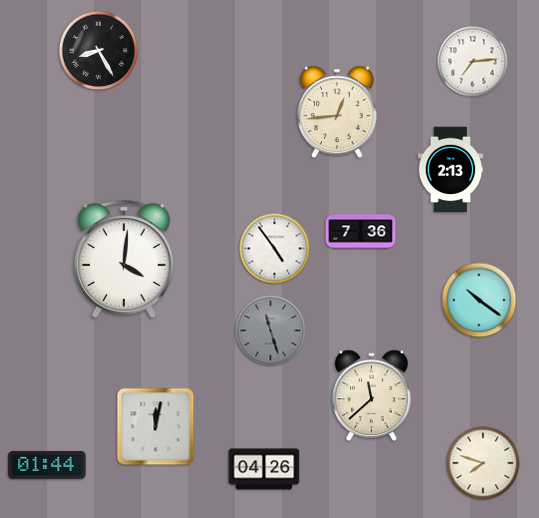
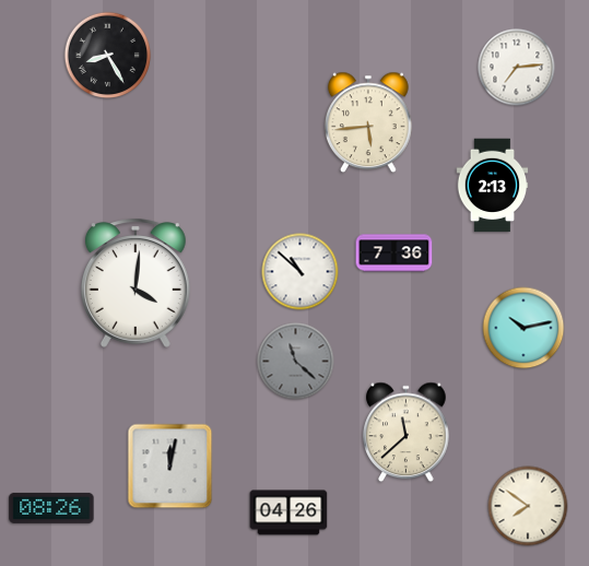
clock at (338, 112): 12:44 -> 5:44
clock at (275, 249): 4:54 -> 10:52
clock at (479, 300): 10:21 -> 10:13
clock at (271, 331): 11:27 -> 11:22
clock at (483, 463): 7:48 -> 7:51
clock at (47, 465): 01:44 -> 08:26
